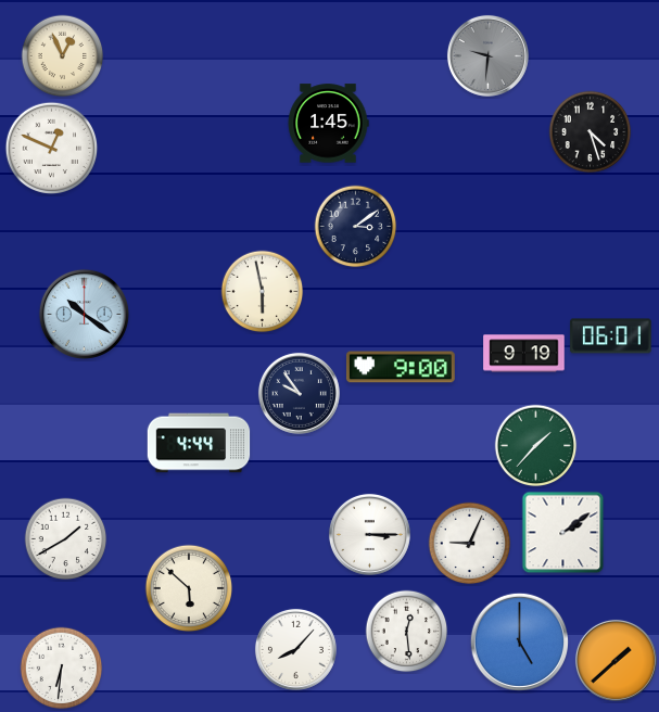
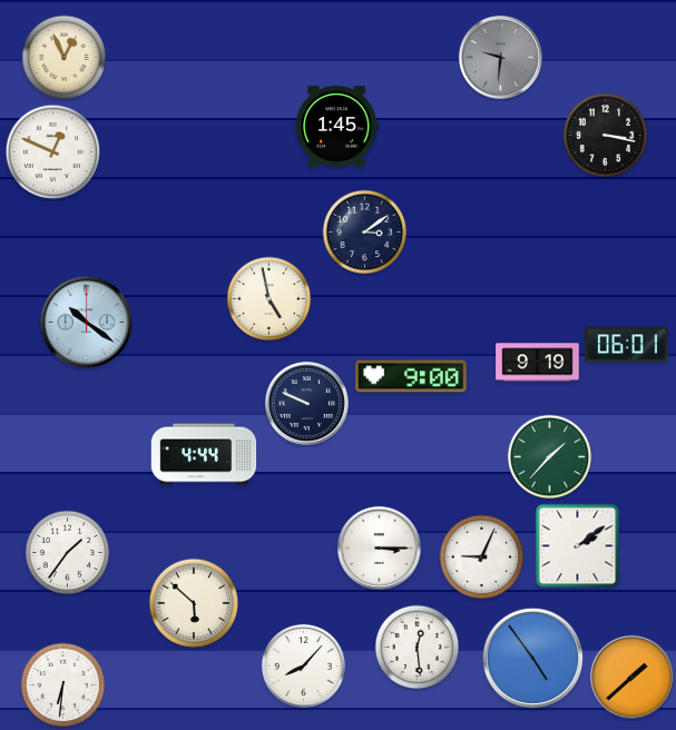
clock at (591, 132): 4:27 -> 3:17
clock at (263, 292): 5:58 -> 4:58
clock at (299, 393): 9:54 -> 9:49
clock at (66, 539): 1:40 -> 1:36
clock at (519, 641): 5:00 -> 4:54
